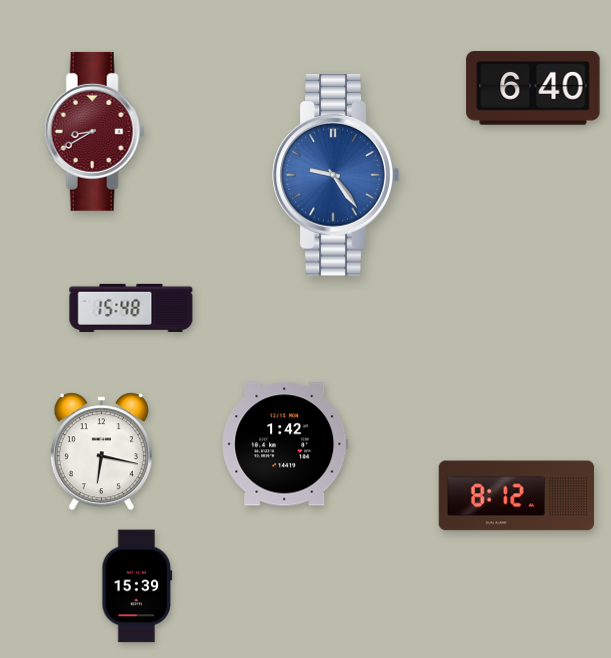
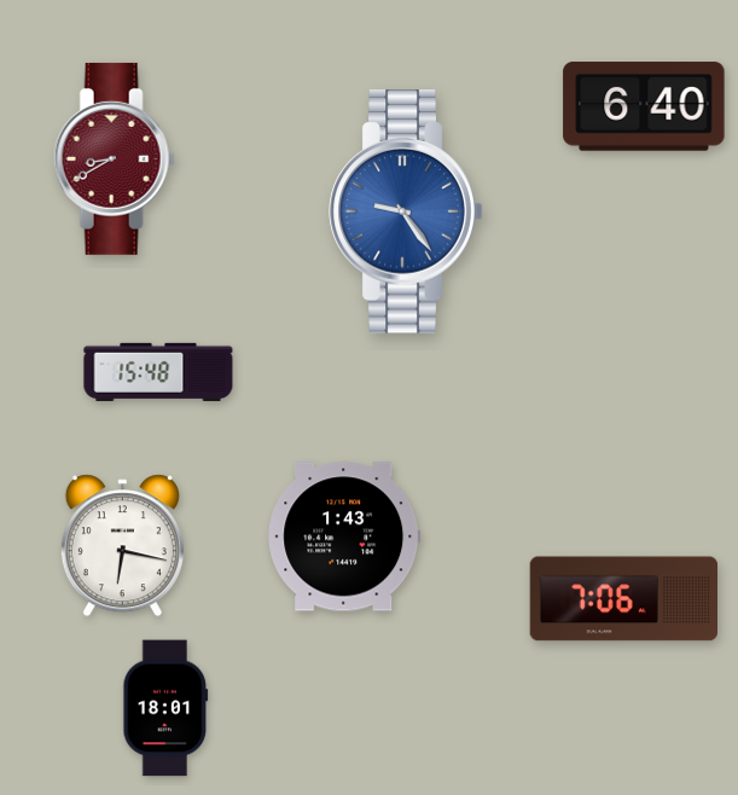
clock at (285, 444): 1:42 -> 1:43
clock at (517, 496): 8:12 -> 7:06
clock at (137, 586): 15:39 -> 18:01
